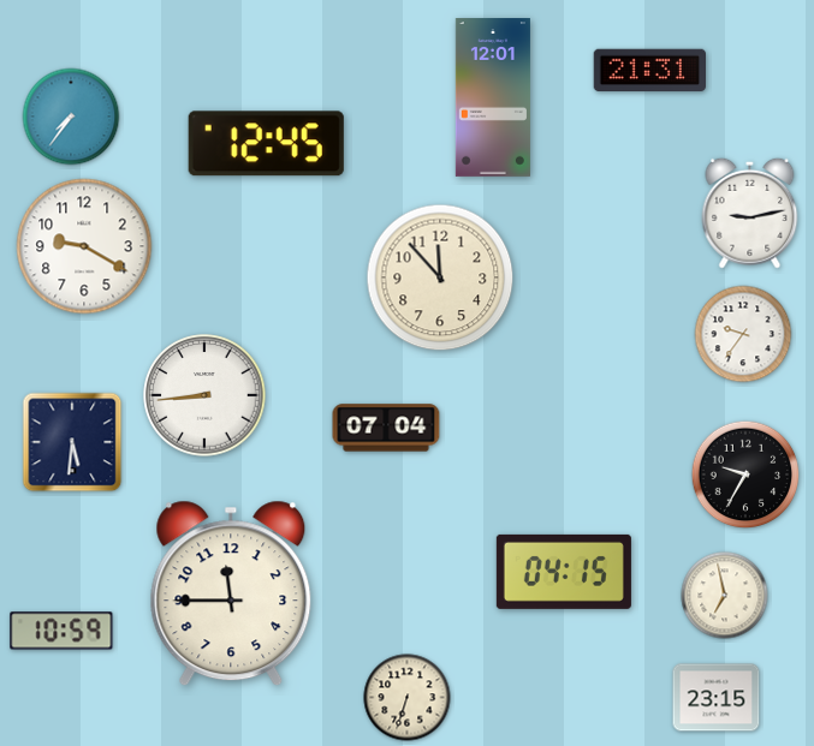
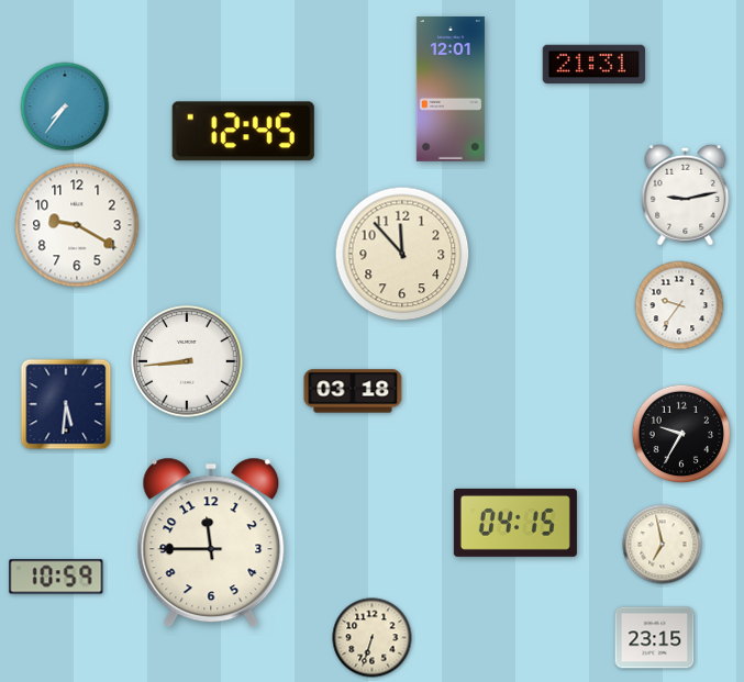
clock at (386, 428): 07:04 -> 03:18
